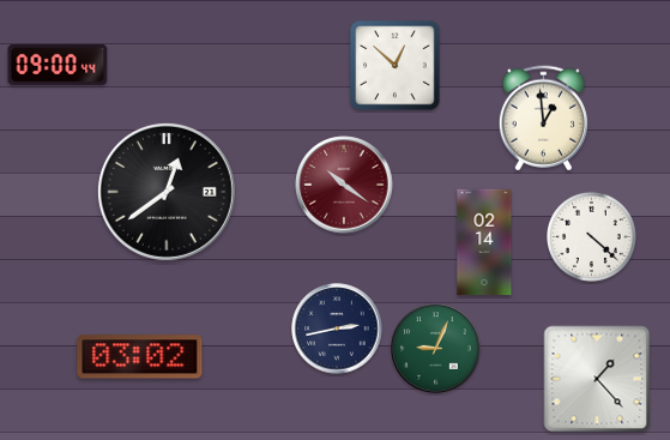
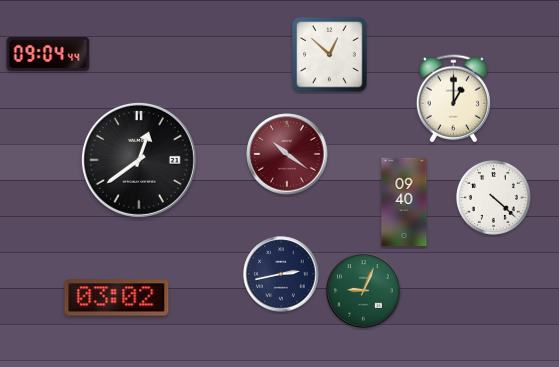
clock at (58, 65): 09:00 -> 09:04
clock at (543, 119): 12:59 -> 1:00
clock at (484, 242): 02:14 -> 09:40
clock at (597, 379): 1:23 -> none
